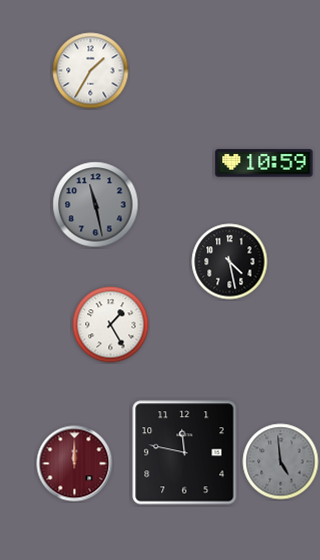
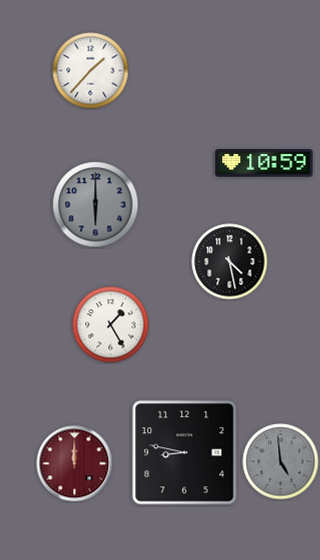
clock at (91, 71): 1:35 -> 1:37
clock at (96, 205): 11:28 -> 6:00
clock at (185, 453): 11:47 -> 8:47
